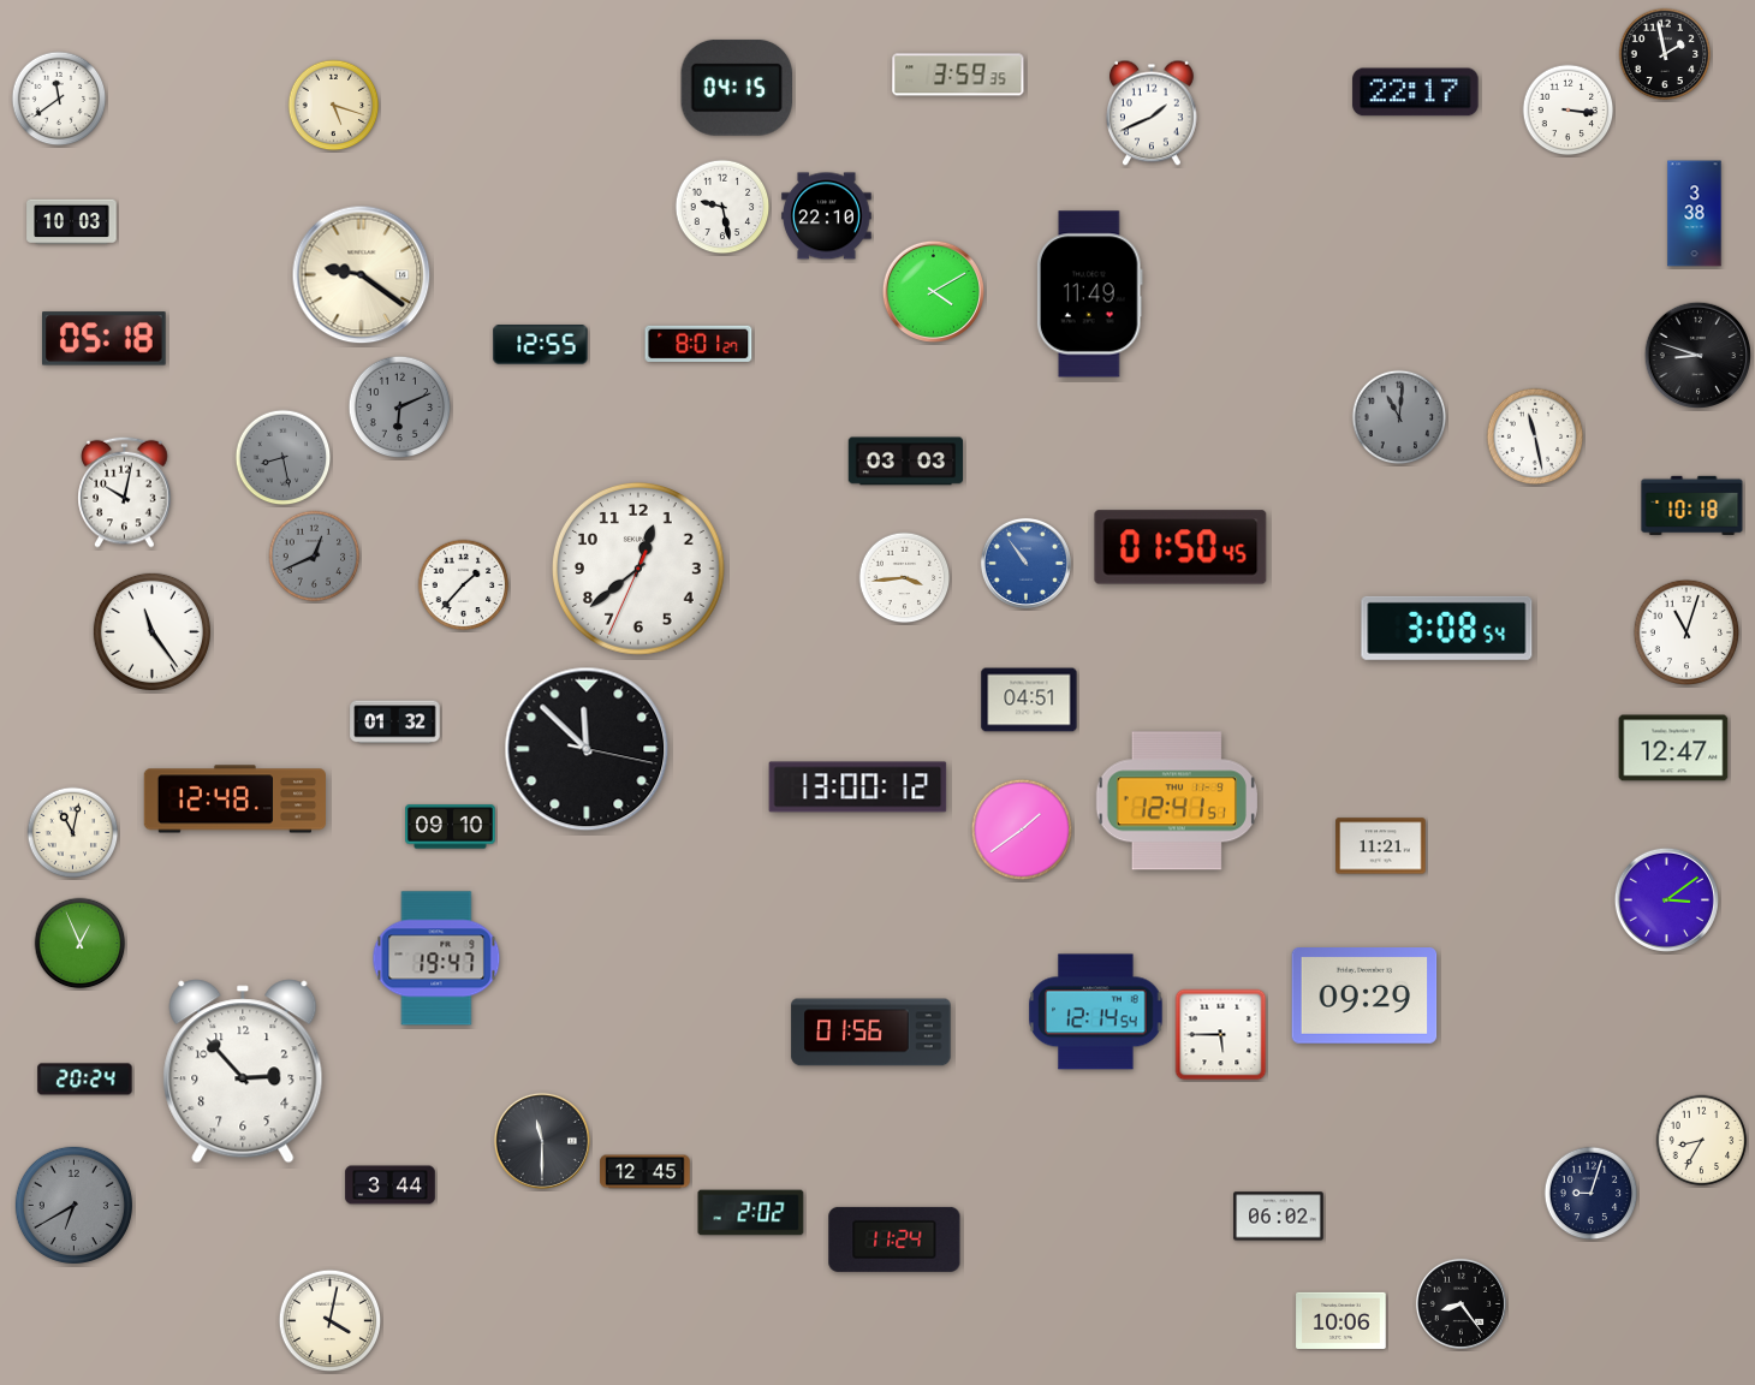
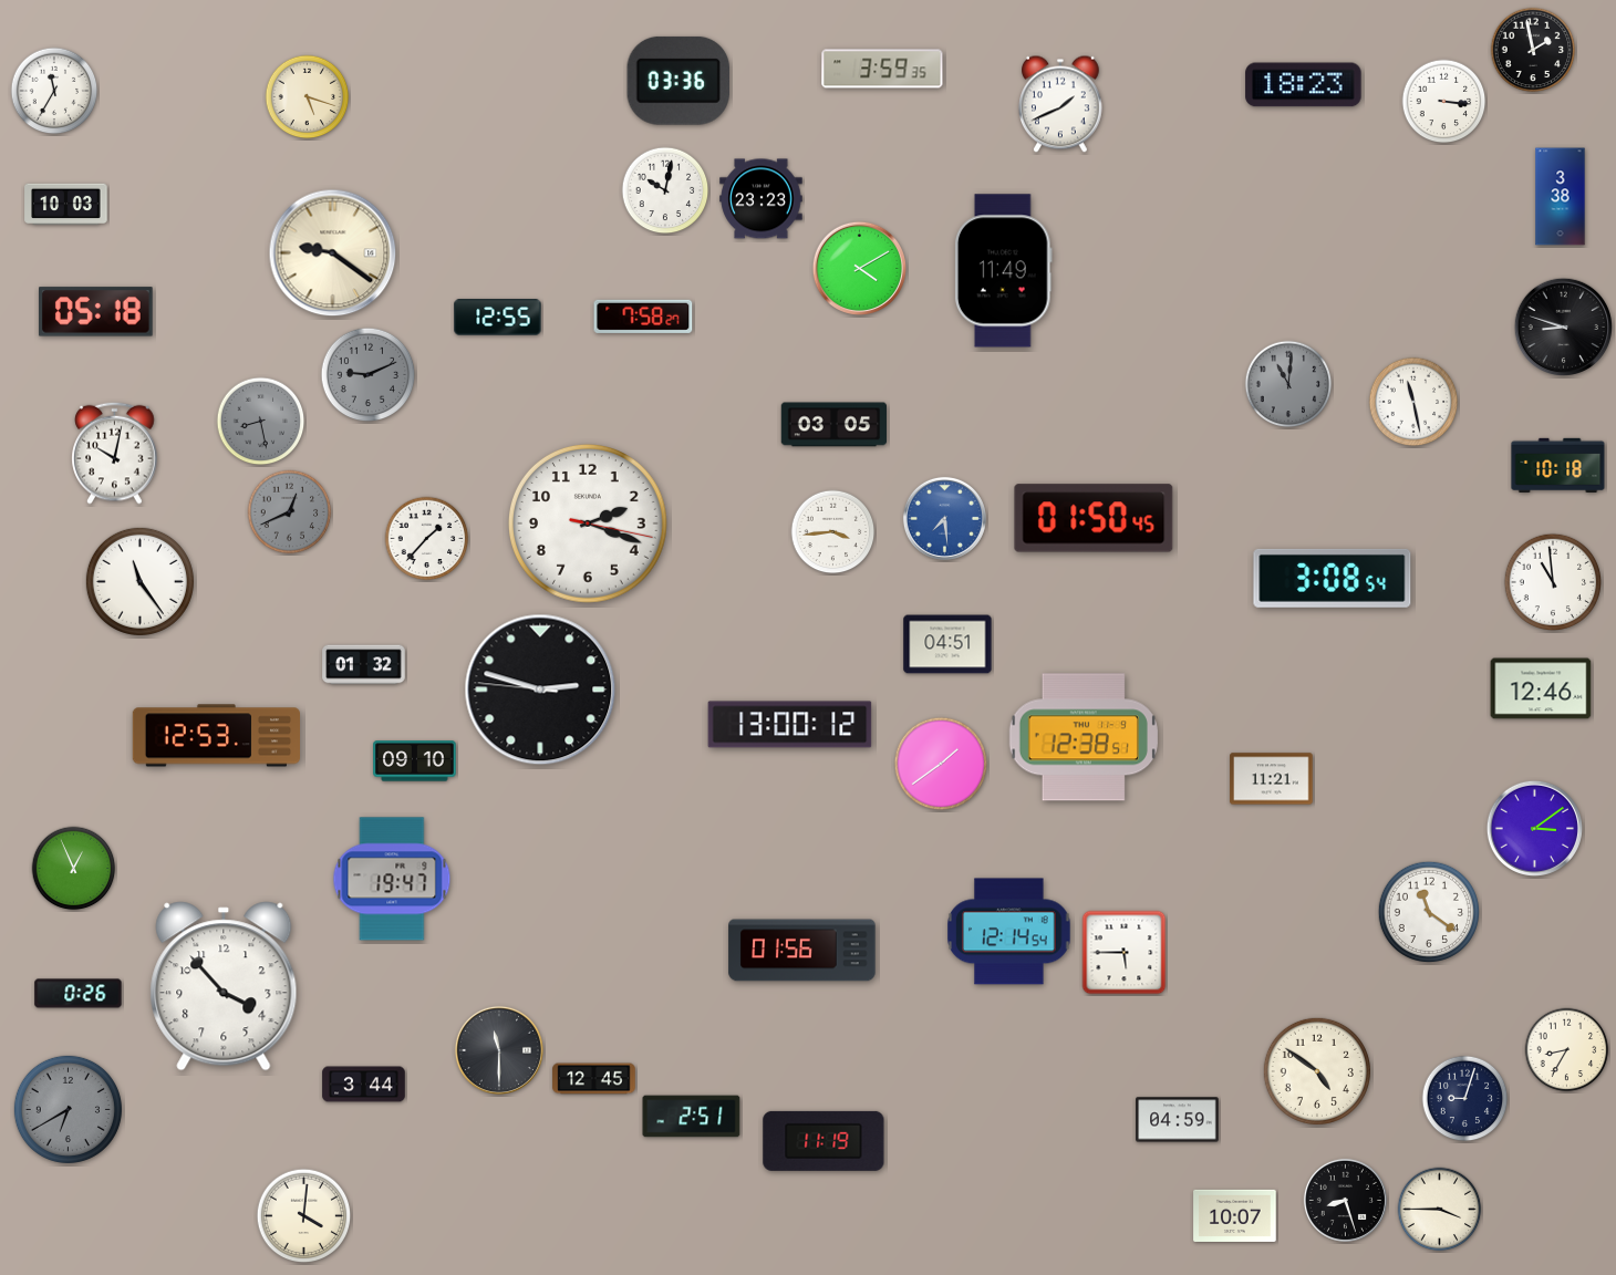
clock at (737, 88): 04:15 -> 03:36
clock at (1416, 93): 22:17 -> 18:23
clock at (59, 99): 11:39 -> 11:35
clock at (722, 207): 9:28 -> 10:02
clock at (827, 216): 22:10 -> 23:23
clock at (698, 344): 8:01 -> 7:58
clock at (400, 408): 6:11 -> 9:11
clock at (905, 462): 03:03 -> 03:05
clock at (1180, 547) position: (1180, 547) -> (1094, 518)
clock at (1025, 563): 10:54 -> 7:29
clock at (638, 569): 12:38 -> 2:18
clock at (1686, 632): 11:03 -> 10:59
clock at (1673, 748): 12:47 -> 12:46
clock at (587, 749): 11:52 -> 2:47
clock at (234, 800): 12:48 -> 12:53
clock at (1177, 801): 12:41 -> 12:38
clock at (73, 833): 11:02 -> none
clock at (436, 958) position: (436, 958) -> (392, 879)
clock at (1428, 911): none -> 11:21
clock at (1364, 997): 09:29 -> none
clock at (243, 1071): 2:53 -> 3:53
clock at (85, 1080): 20:24 -> 0:26
clock at (1317, 1071): none -> 4:51
clock at (391, 1185) position: (391, 1185) -> (364, 1085)
clock at (751, 1213): 2:02 -> 2:51
clock at (1279, 1217): 06:02 -> 04:59
clock at (894, 1240): 11:24 -> 11:19
clock at (1460, 1303): 8:24 -> 8:27
clock at (1440, 1210): none -> 3:45
clock at (1341, 1320): 10:06 -> 10:07
clock at (331, 1321): 4:02 -> 4:01
